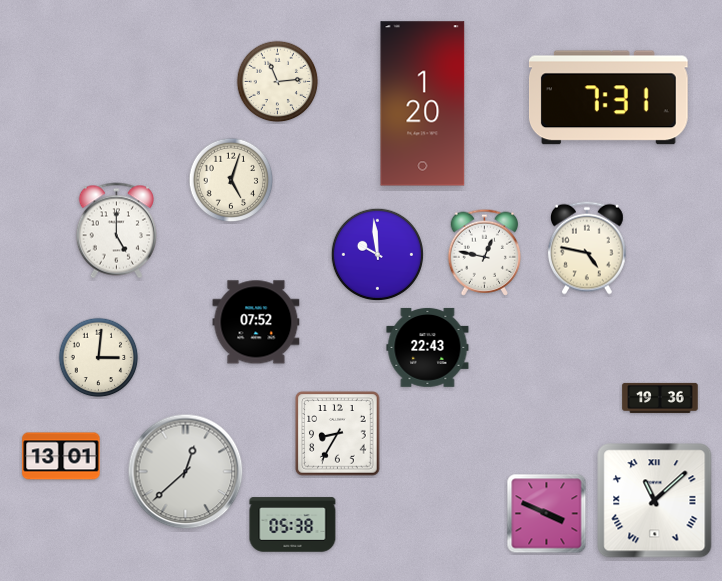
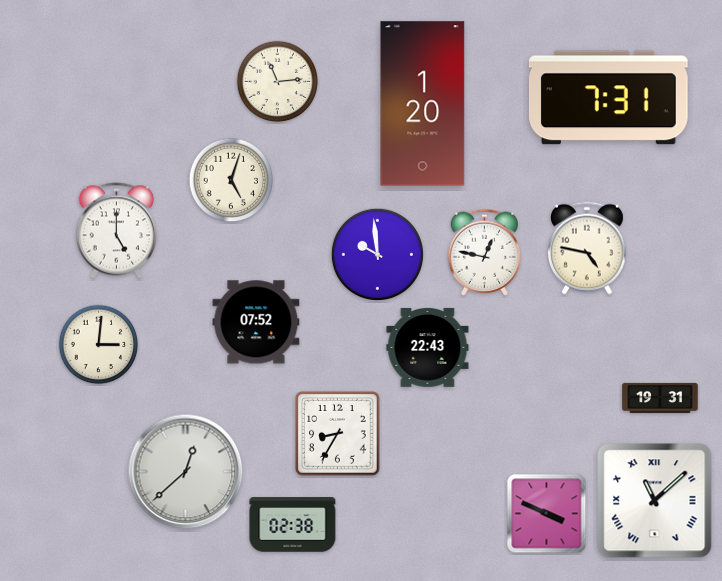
clock at (99, 358) position: (99, 358) -> (99, 345)
clock at (660, 398): 19:36 -> 19:31
clock at (61, 456): 13:01 -> none
clock at (293, 525): 05:38 -> 02:38
